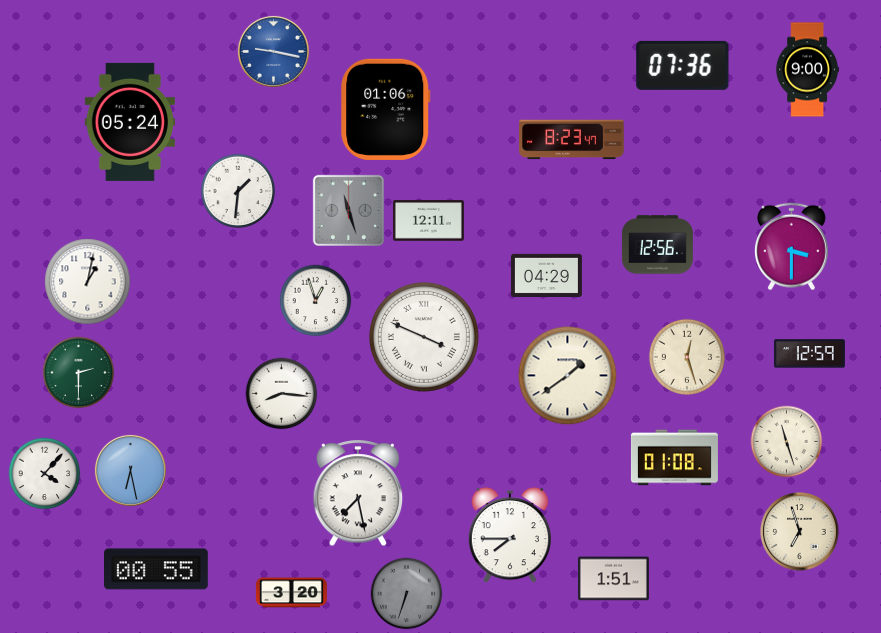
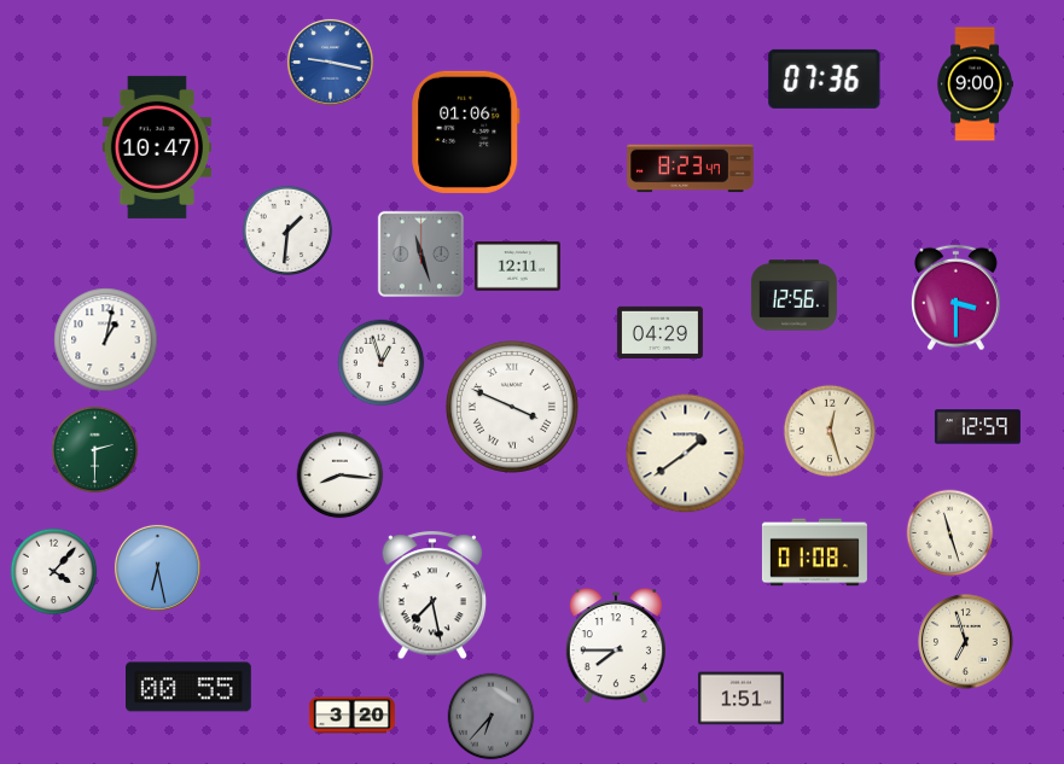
clock at (130, 122): 05:24 -> 10:47
clock at (407, 594): 6:33 -> 6:37
